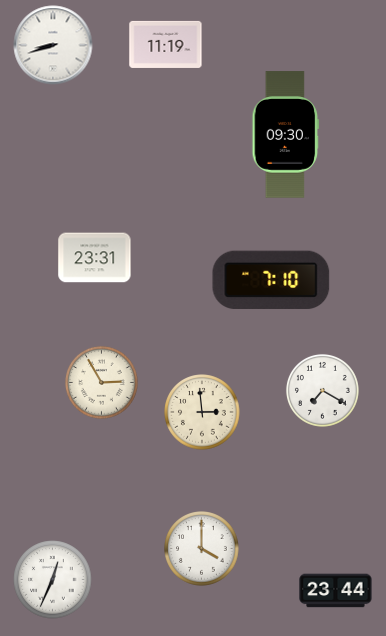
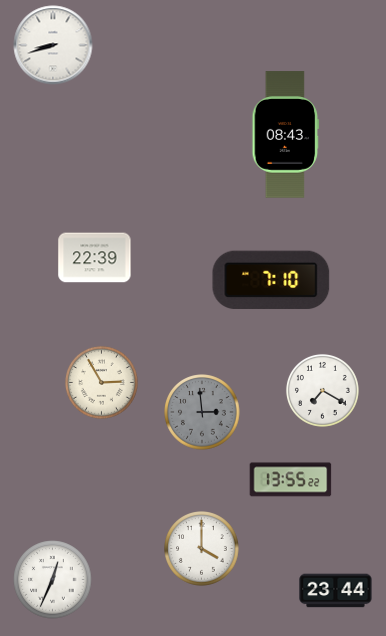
clock at (166, 44): 11:19 -> none
clock at (286, 135): 09:30 -> 08:43
clock at (95, 258): 23:31 -> 22:39
clock at (202, 412) dial: cream -> grey
clock at (291, 480): none -> 13:55
